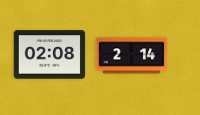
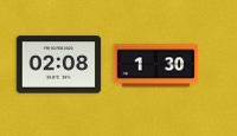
clock at (132, 56): 2:14 -> 1:30
